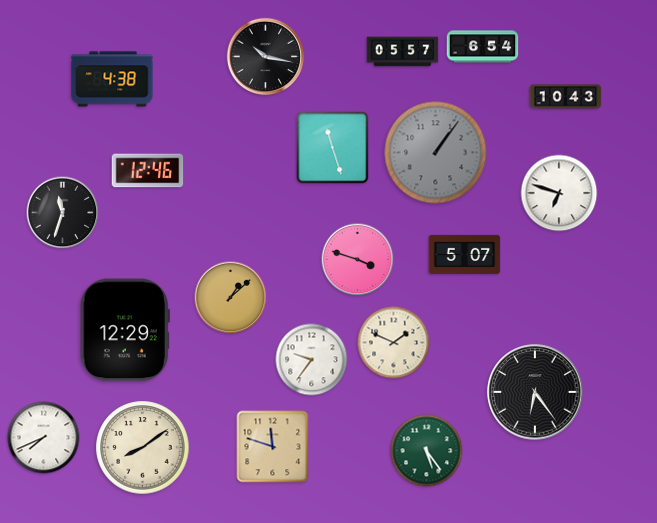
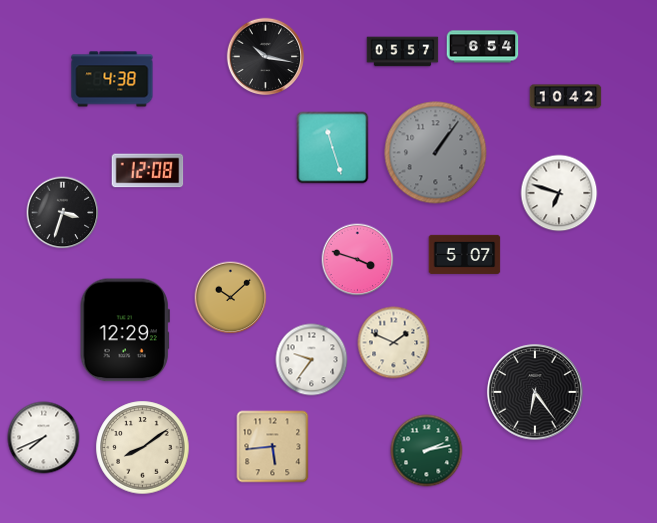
clock at (566, 97): 10:43 -> 10:42
clock at (148, 171): 12:46 -> 12:08
clock at (63, 213): 11:33 -> 3:33
clock at (231, 298): 1:08 -> 10:08
clock at (273, 447): 11:48 -> 5:44
clock at (427, 451): 5:24 -> 2:13
